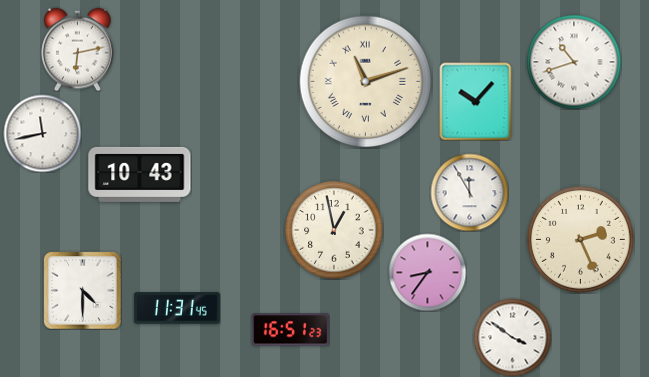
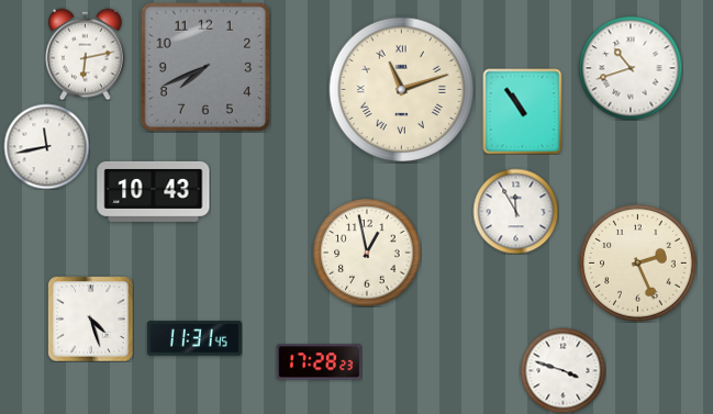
clock at (205, 67): none -> 7:41
clock at (476, 101): 10:07 -> 10:54
clock at (427, 272): 8:36 -> none
clock at (82, 290): 4:30 -> 4:27
clock at (290, 330): 16:51 -> 17:28
clock at (512, 337): 3:51 -> 3:48
